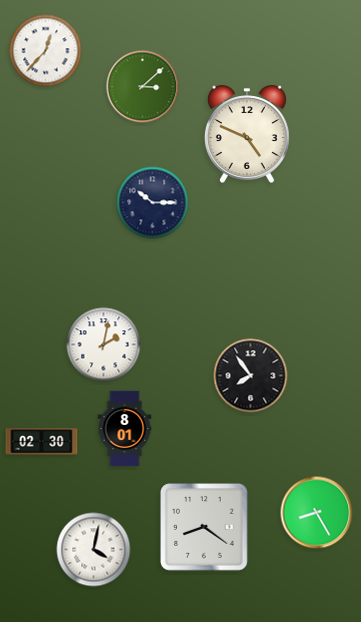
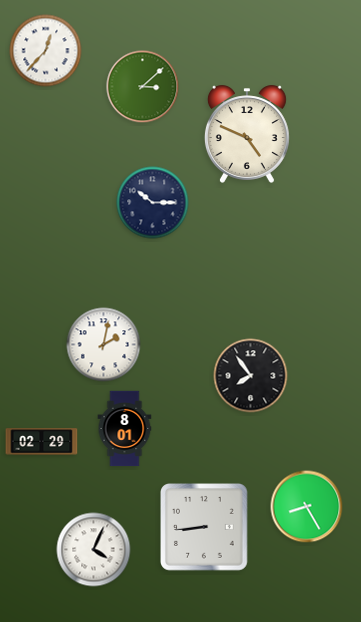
clock at (42, 442): 02:30 -> 02:29
clock at (317, 513) position: (317, 513) -> (307, 507)
clock at (205, 528): 8:21 -> 8:44
clock at (94, 550): 4:02 -> 4:04
